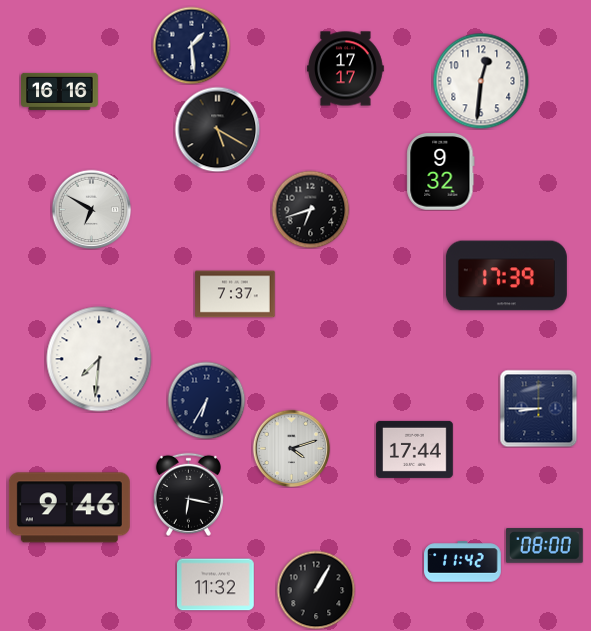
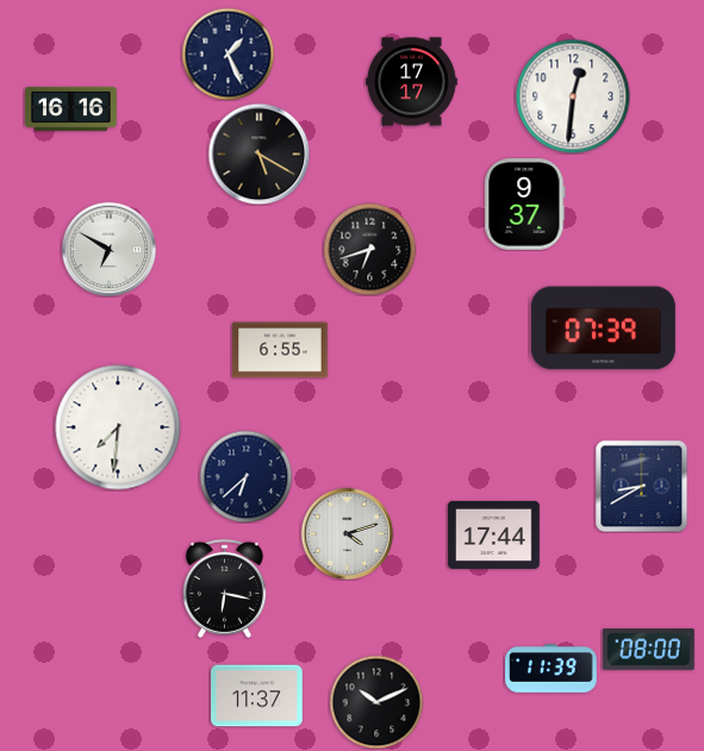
clock at (191, 45): 1:29 -> 1:26
clock at (441, 172): 9:32 -> 9:37
clock at (506, 276): 17:39 -> 07:39
clock at (235, 294): 7:37 -> 6:55
clock at (206, 400): 6:35 -> 6:38
clock at (538, 408): 8:45 -> 8:40
clock at (69, 508): 9:46 -> none
clock at (463, 562): 11:42 -> 11:39
clock at (216, 585): 11:32 -> 11:37
clock at (316, 590): 1:05 -> 10:11
